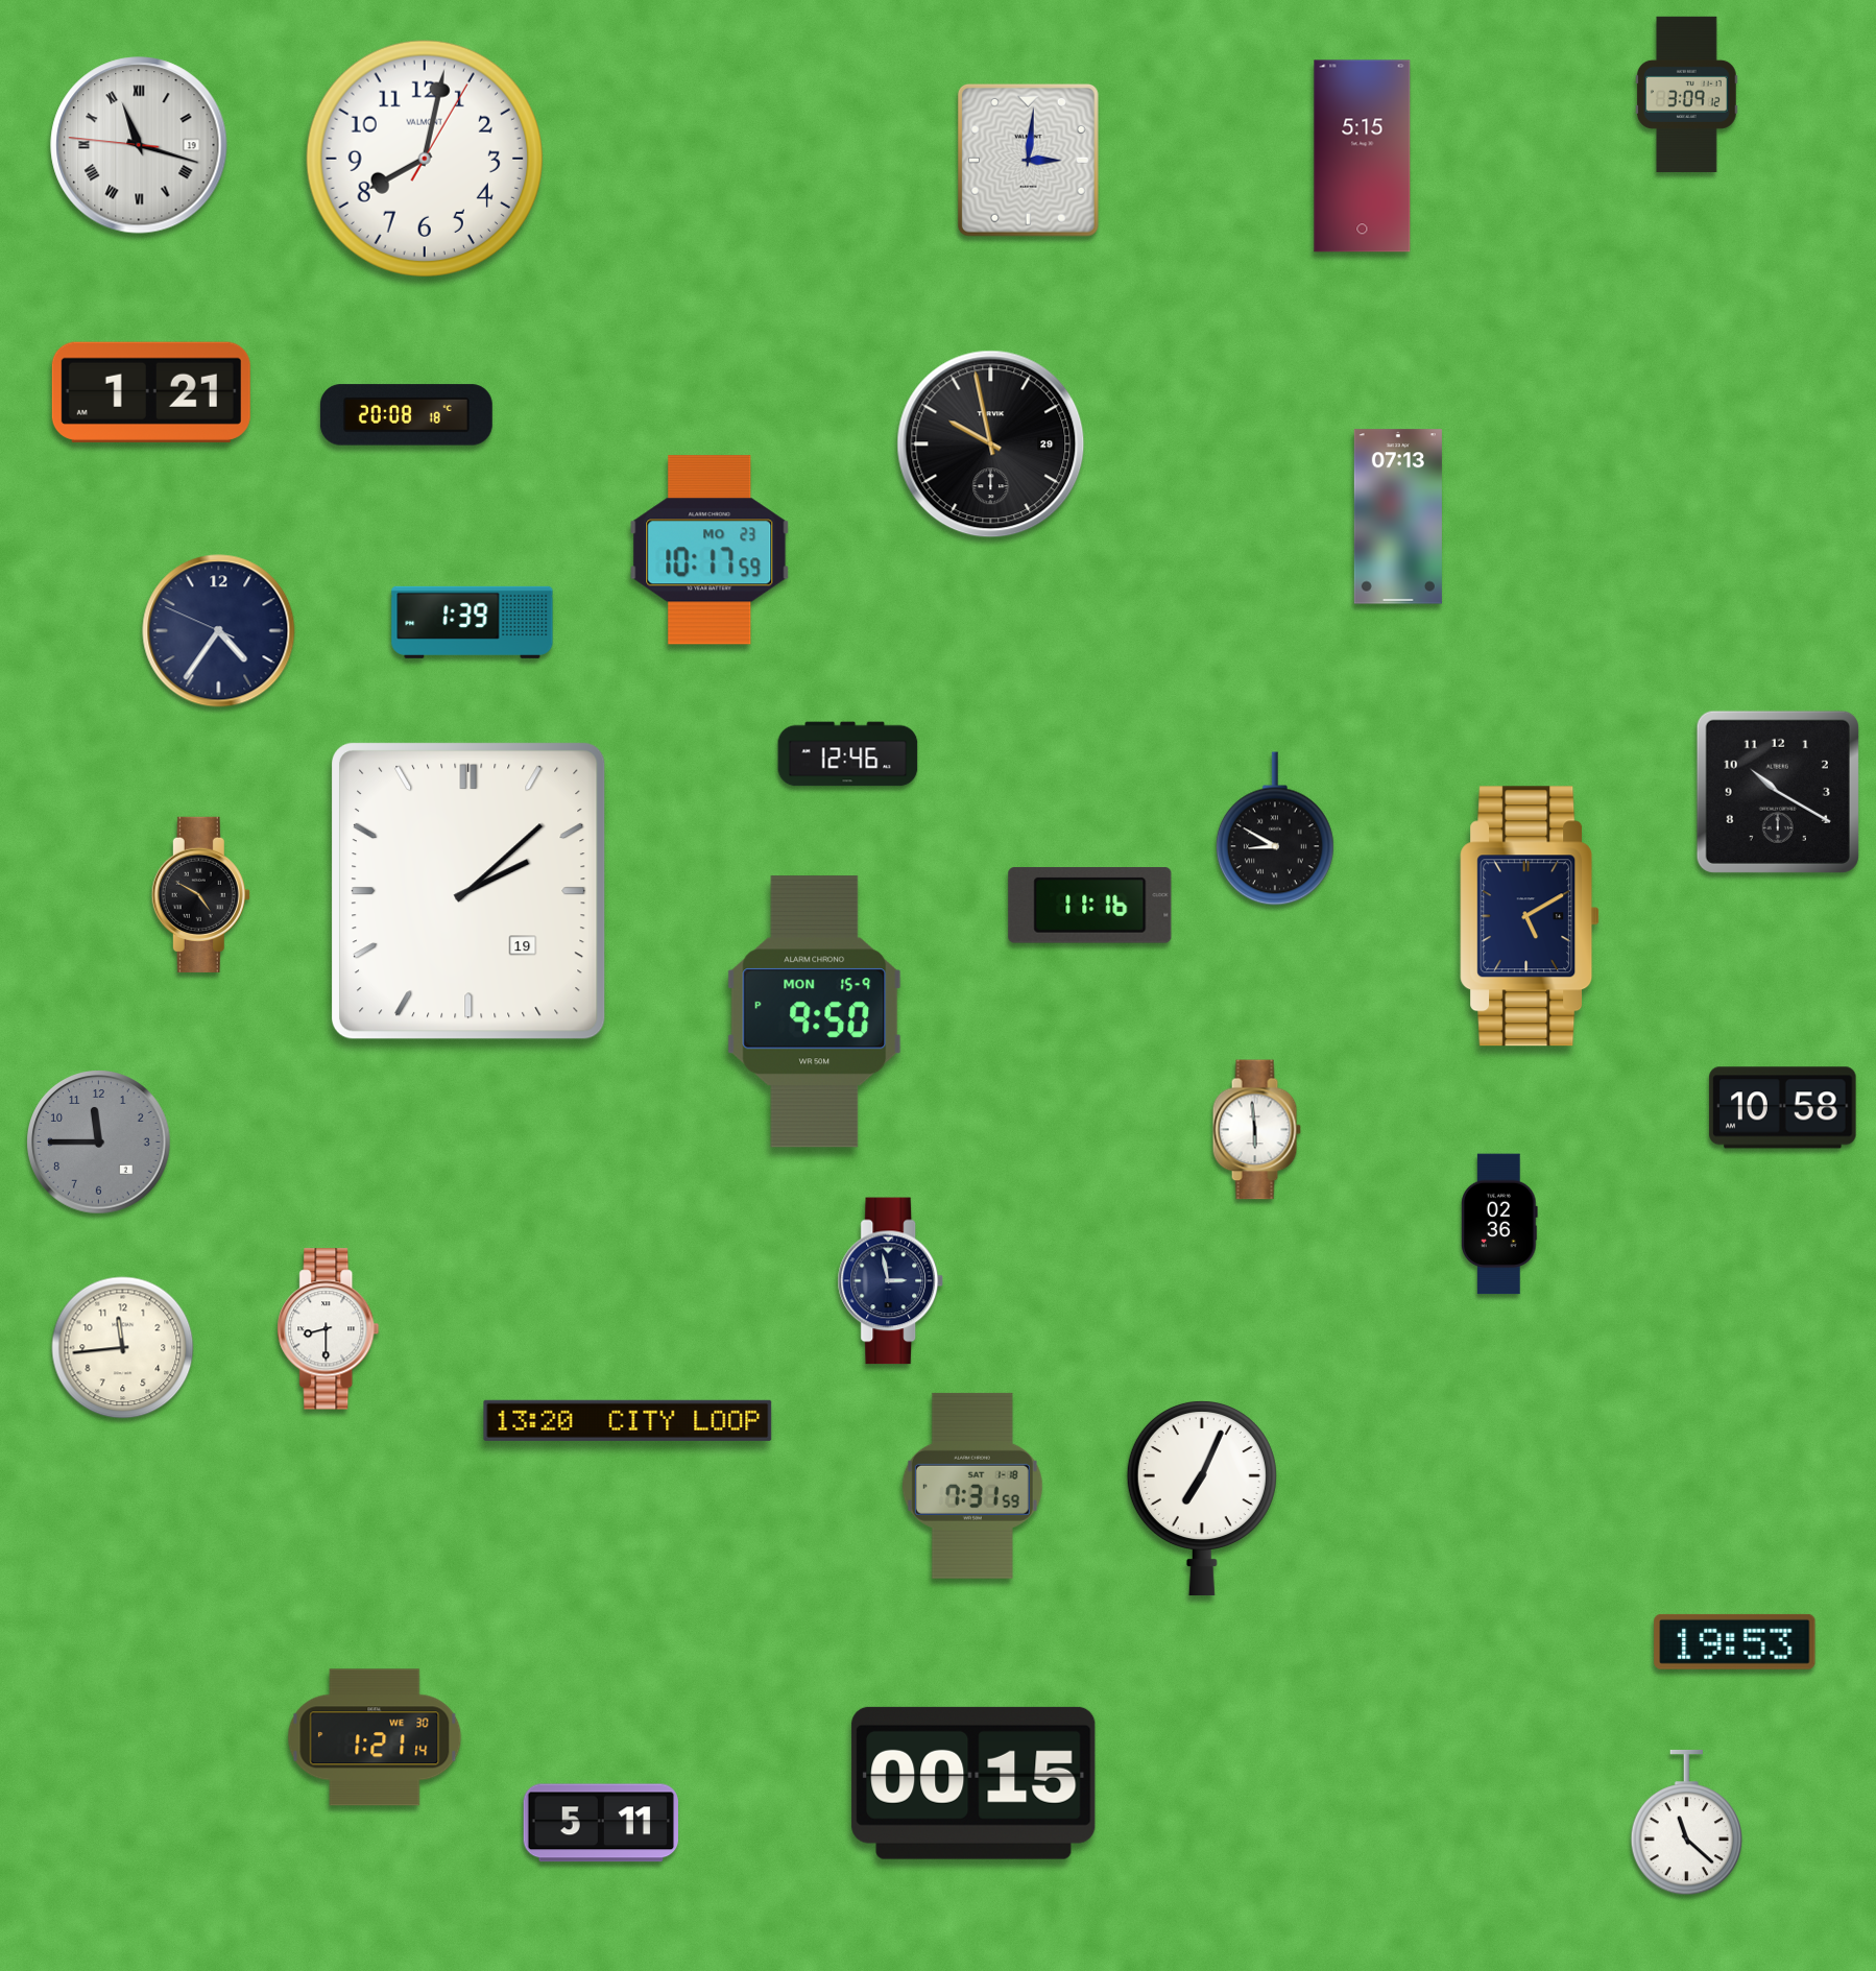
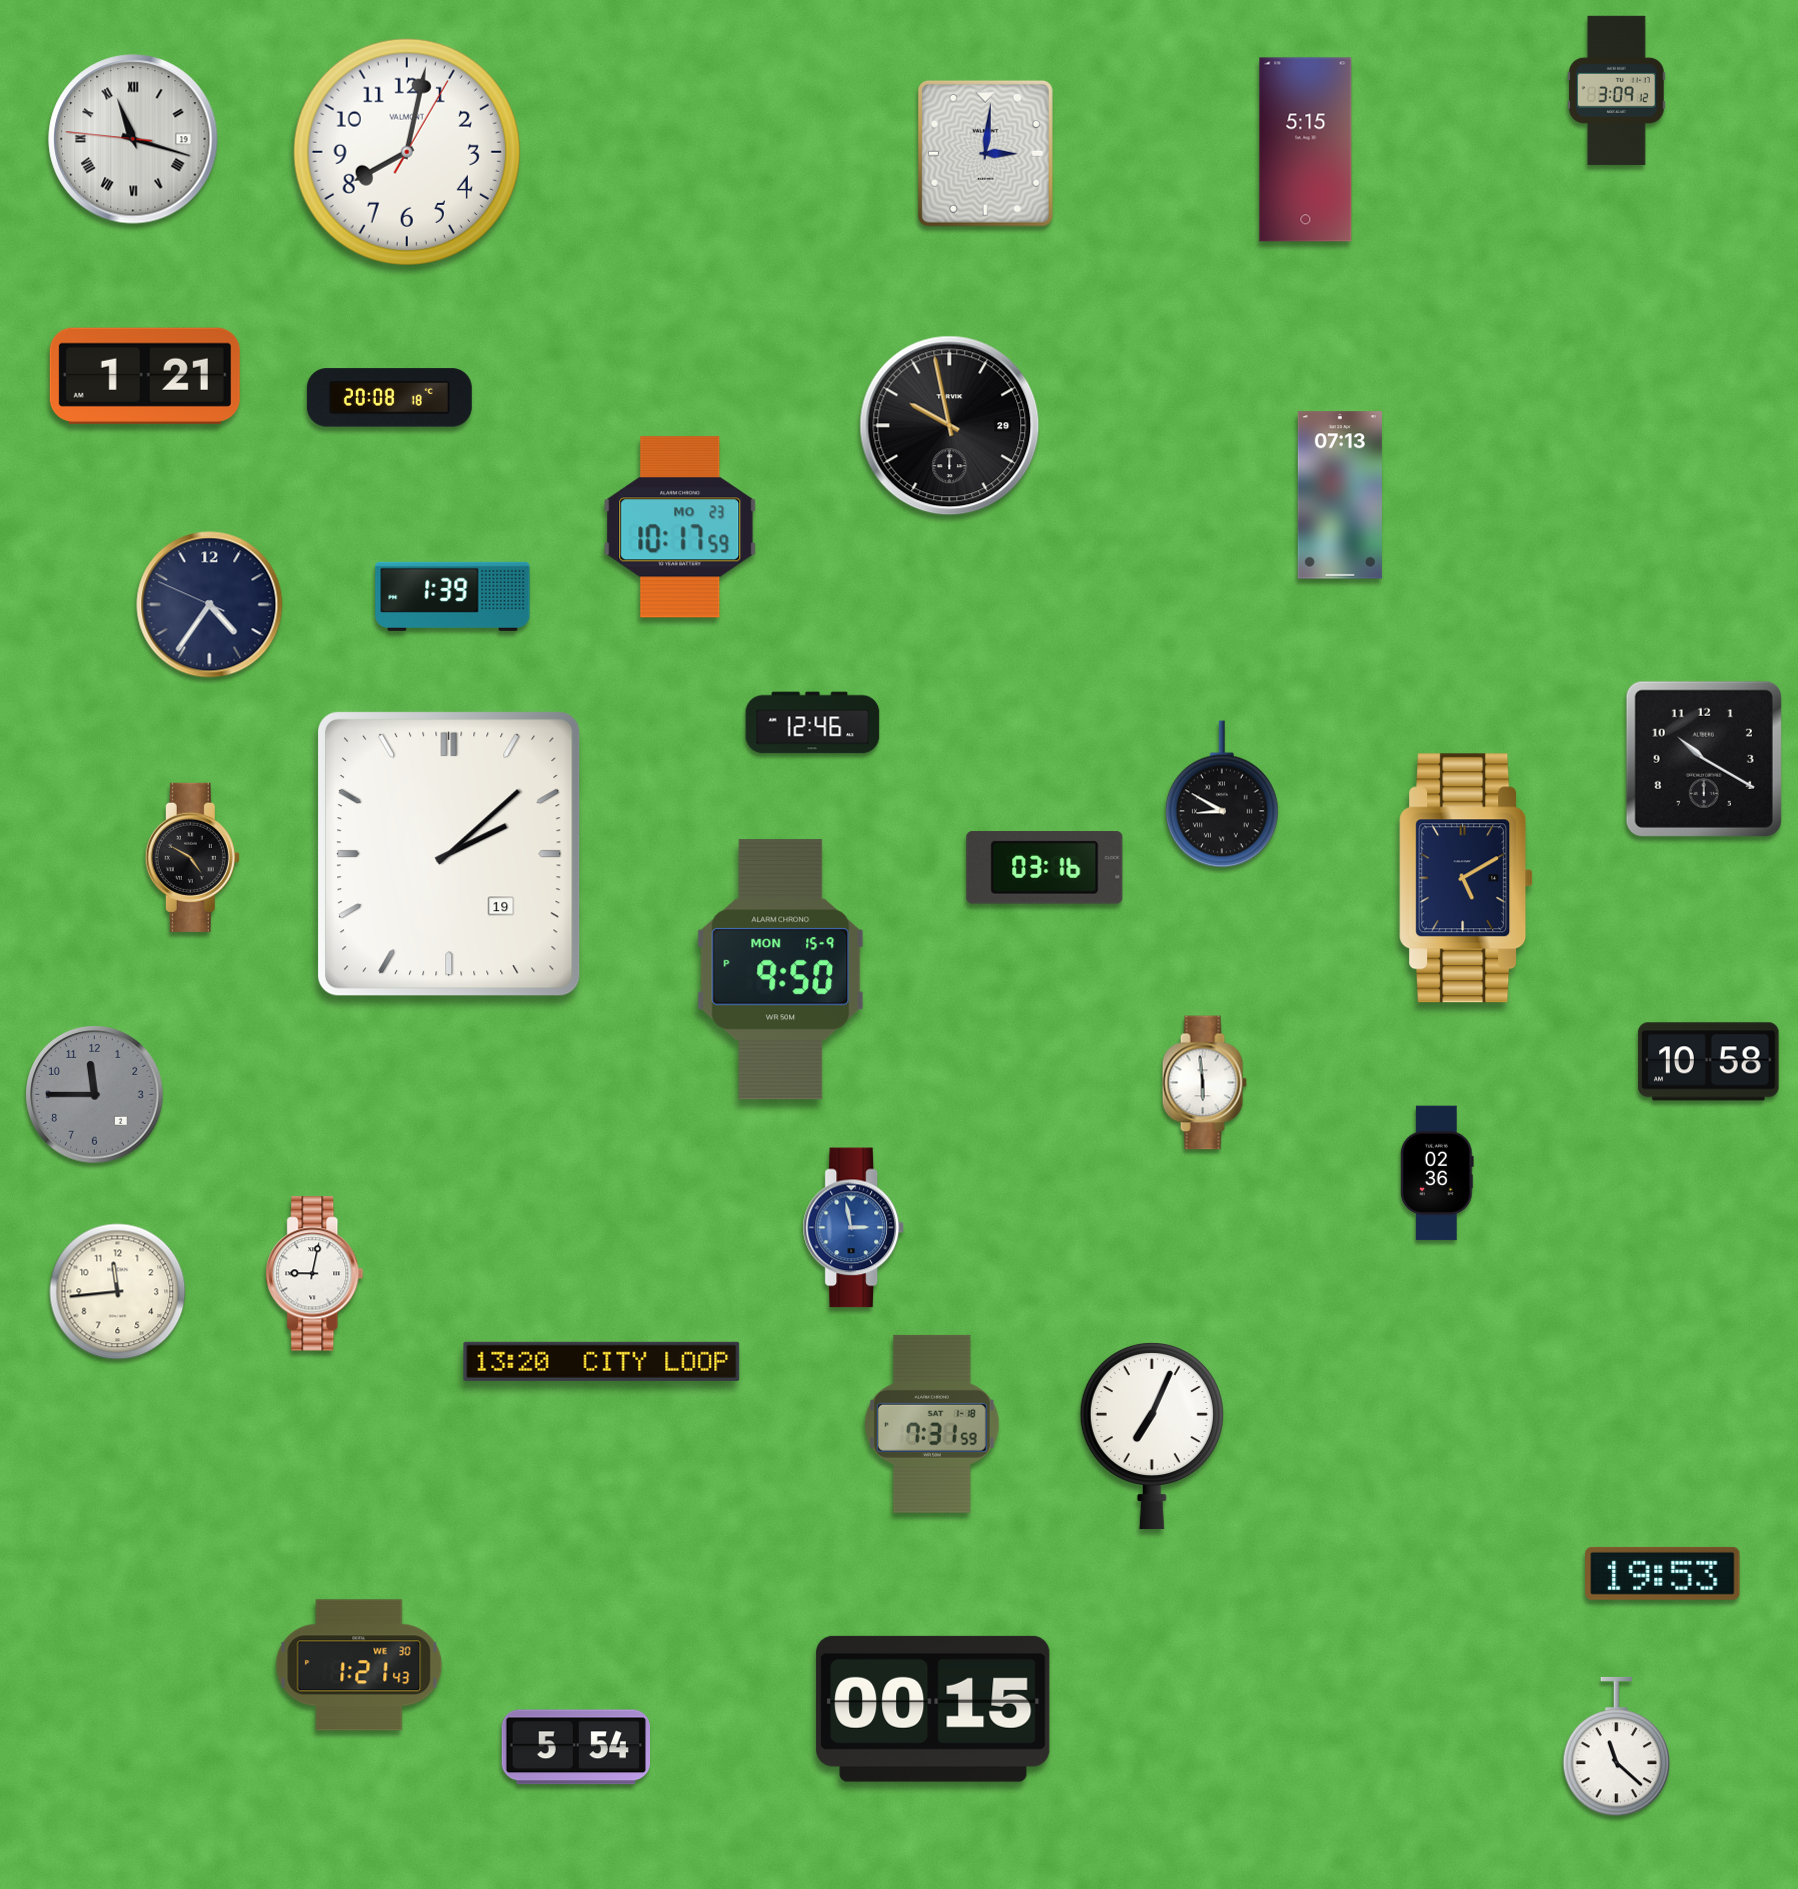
clock at (1090, 906): 11:16 -> 03:16
clock at (891, 1281) dial: navy -> blue
clock at (329, 1329): 8:30 -> 9:02
clock at (375, 1737): 1:21:14 -> 1:21:43
clock at (600, 1823): 5:11 -> 5:54
